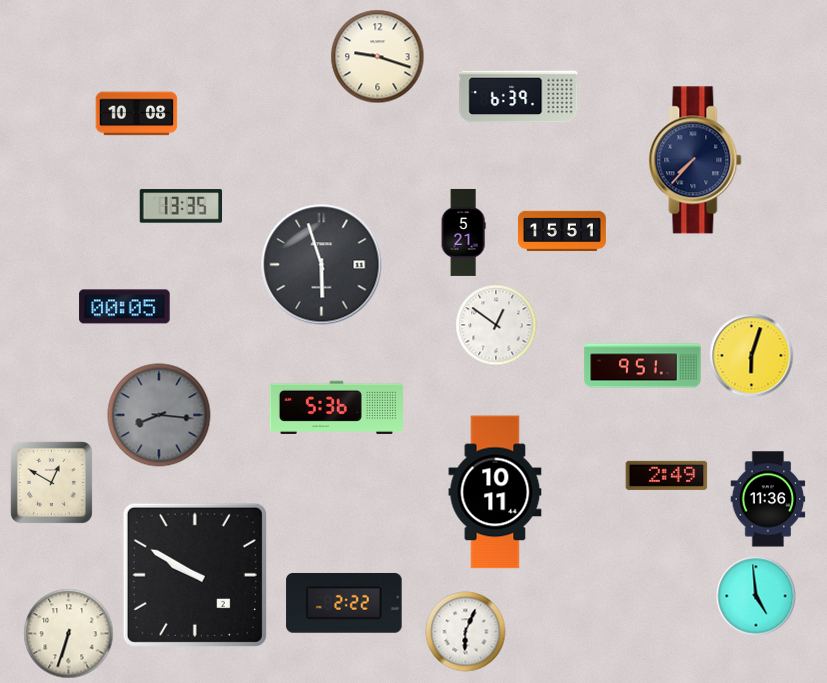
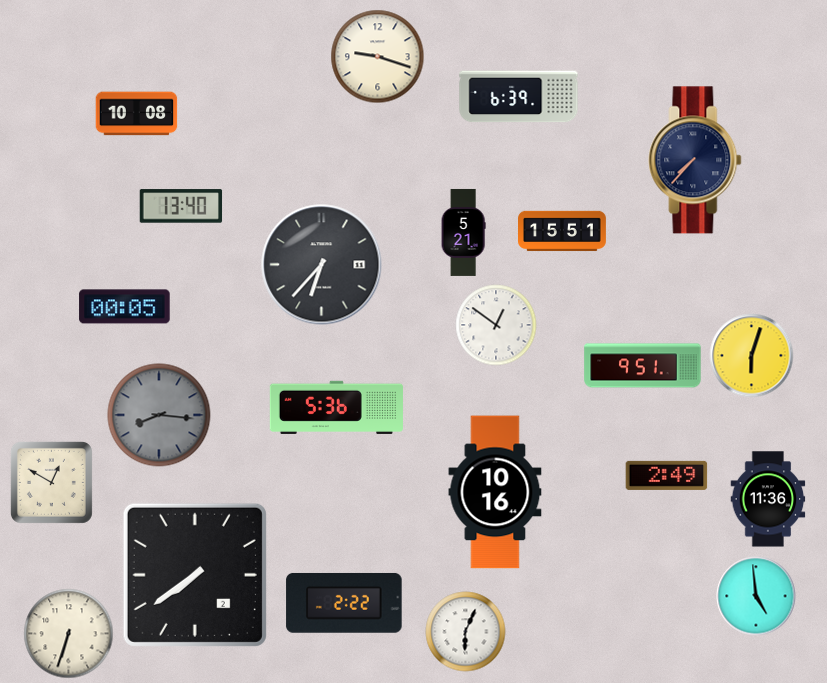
clock at (181, 206): 13:35 -> 13:40
clock at (322, 265): 5:57 -> 6:37
clock at (495, 492): 10:11 -> 10:16
clock at (195, 575): 9:50 -> 7:39
